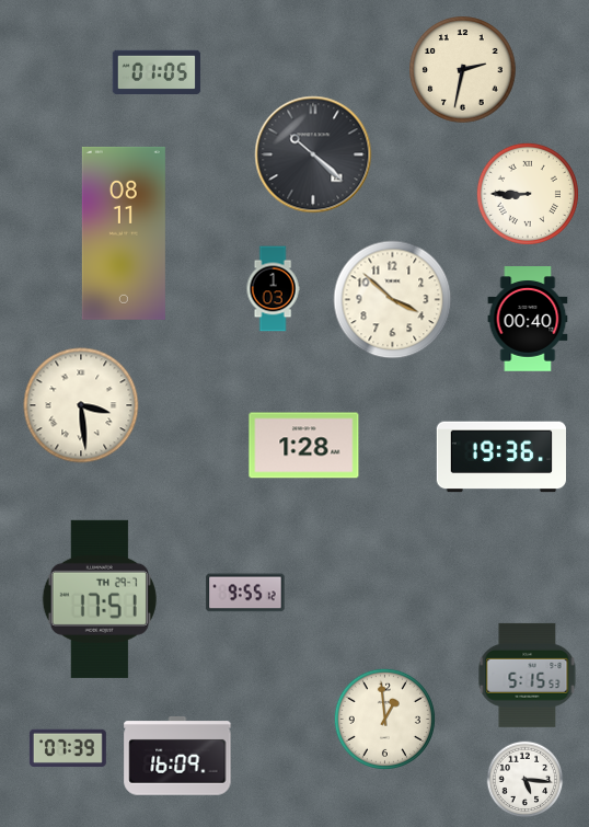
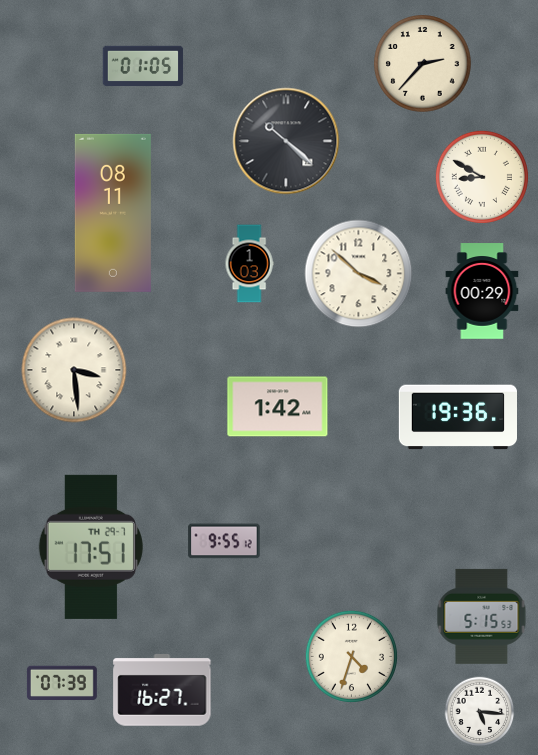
clock at (463, 70): 2:32 -> 2:37
clock at (528, 194): 8:45 -> 8:50
clock at (528, 319): 00:40 -> 00:29
clock at (304, 446): 1:28 -> 1:42
clock at (384, 719): 12:59 -> 4:33
clock at (177, 757): 16:09 -> 16:27
